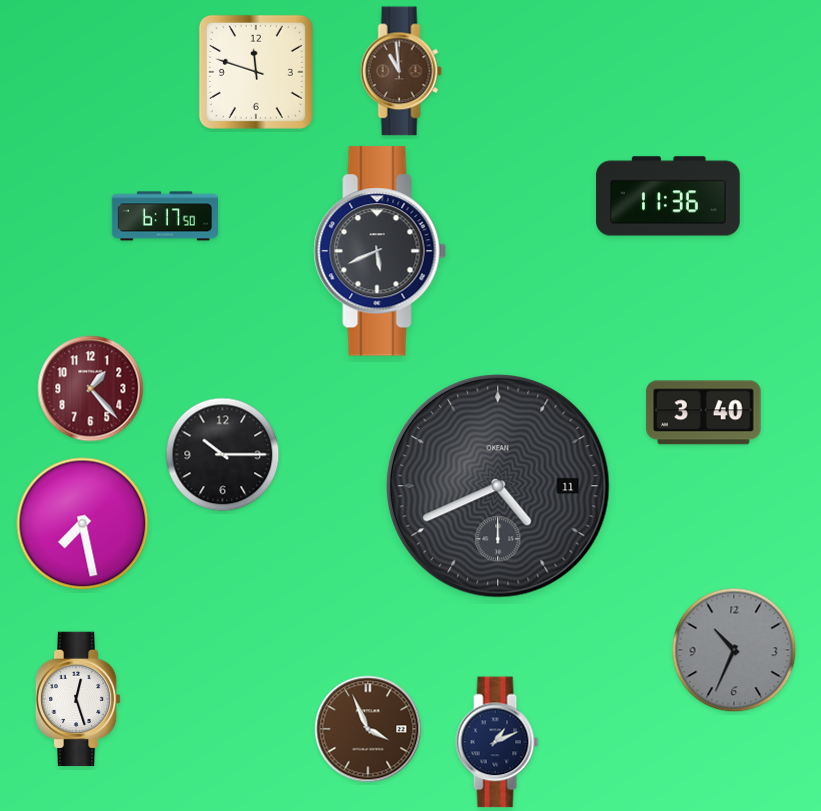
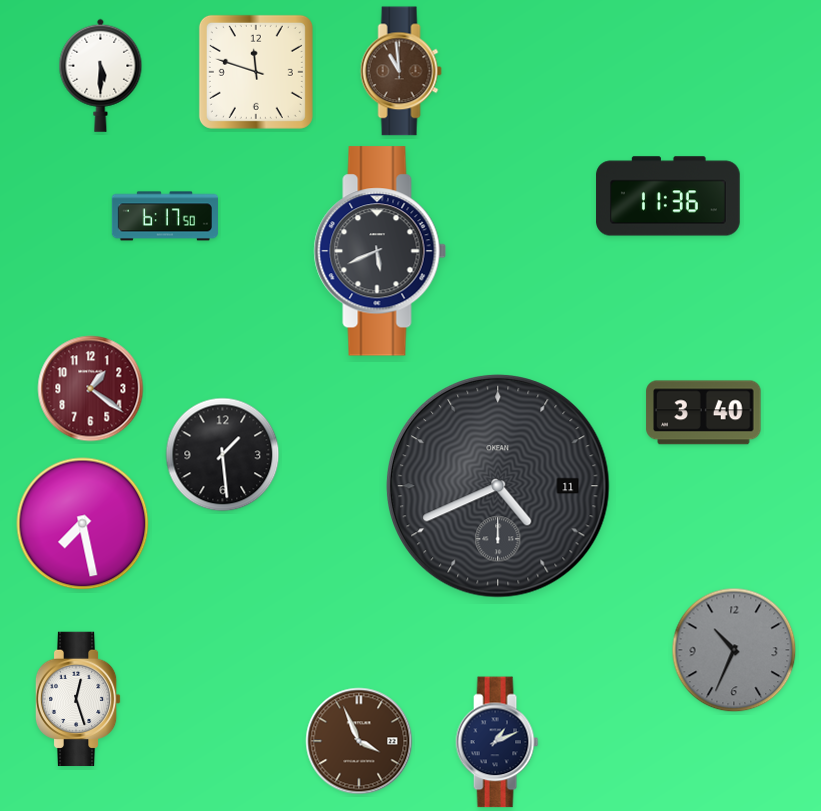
clock at (101, 75): none -> 5:30
clock at (91, 389): 1:23 -> 1:21
clock at (223, 455): 10:15 -> 1:29
clock at (368, 729) position: (368, 729) -> (359, 741)
